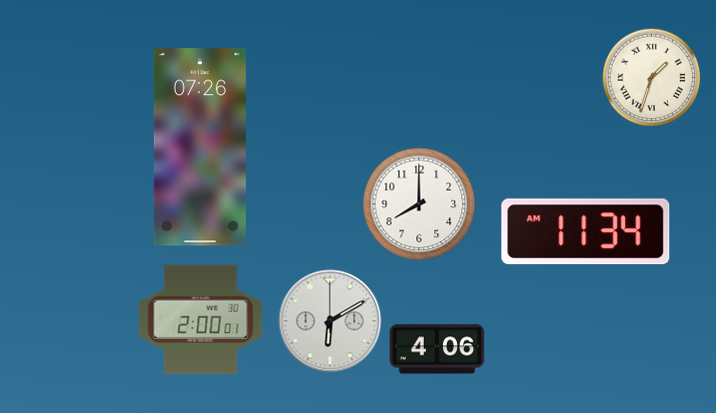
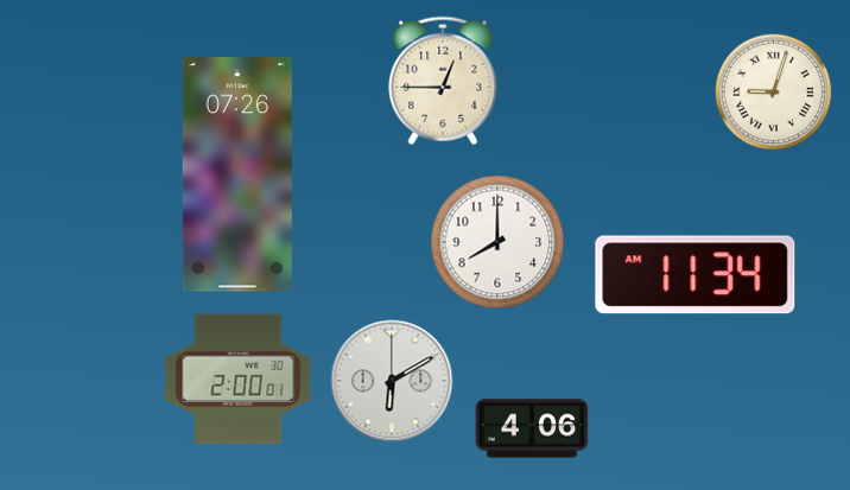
clock at (443, 81): none -> 12:45
clock at (652, 78): 1:33 -> 9:03
clock at (437, 349) position: (437, 349) -> (532, 428)
